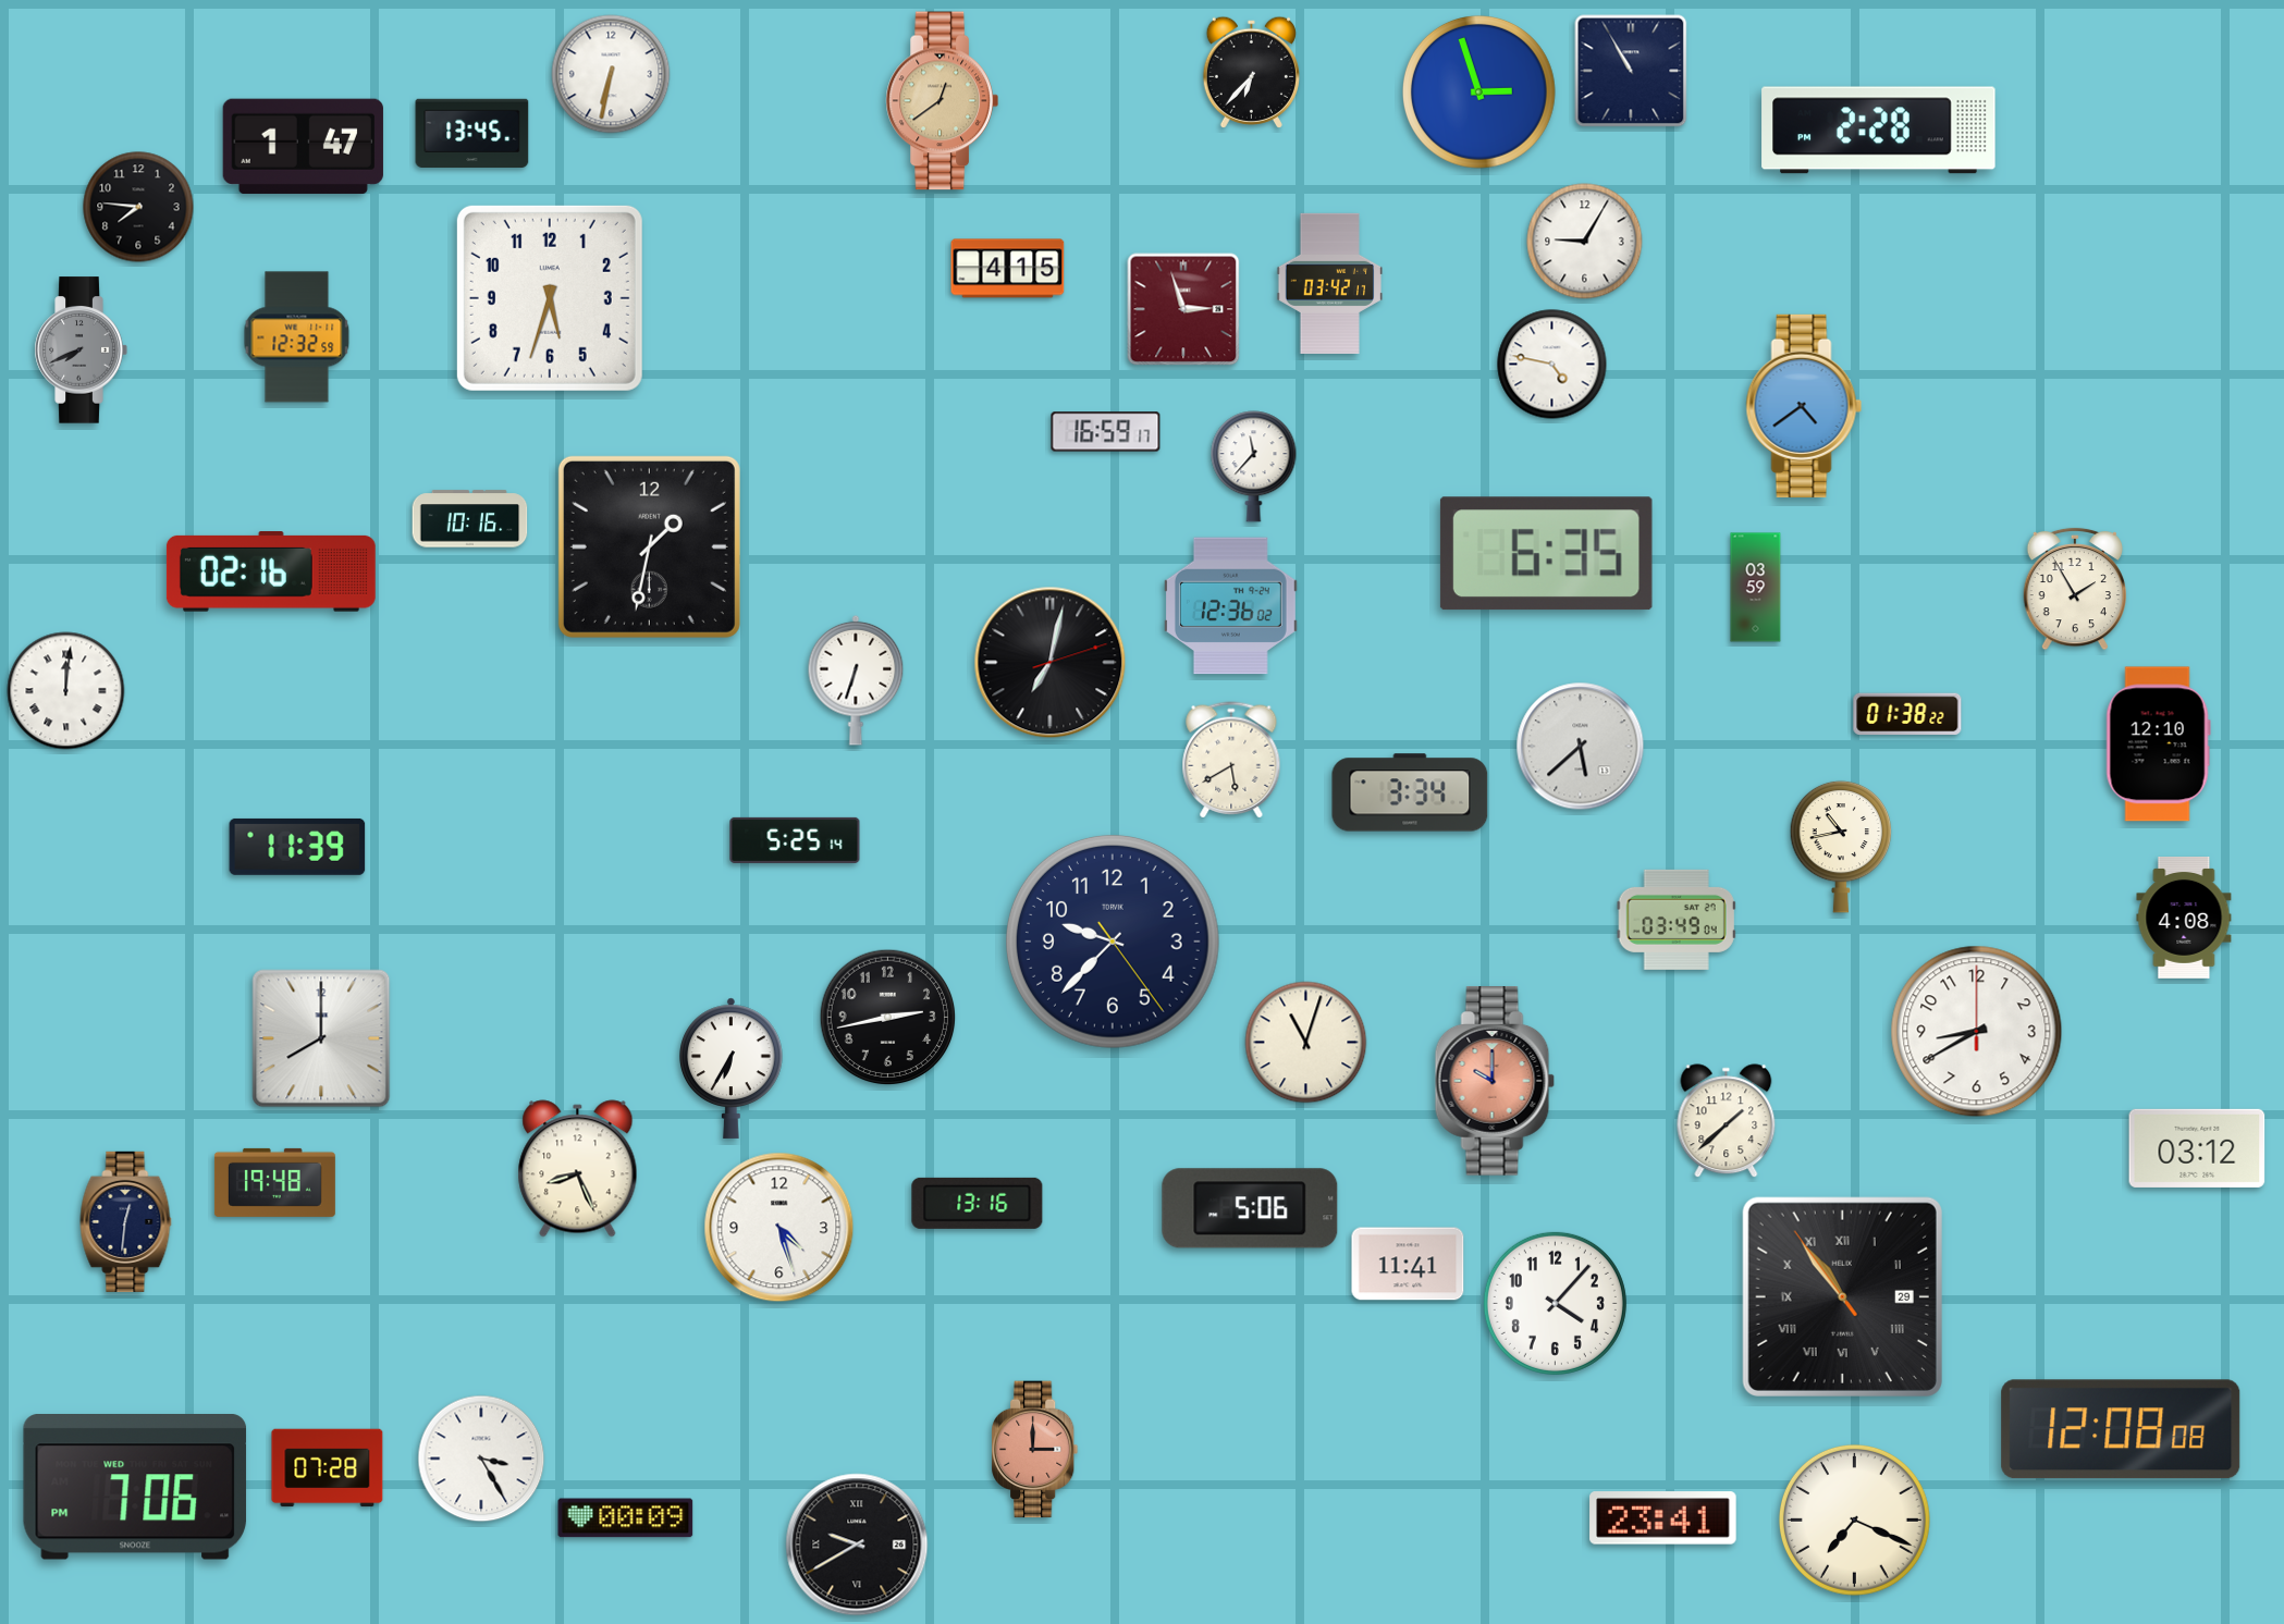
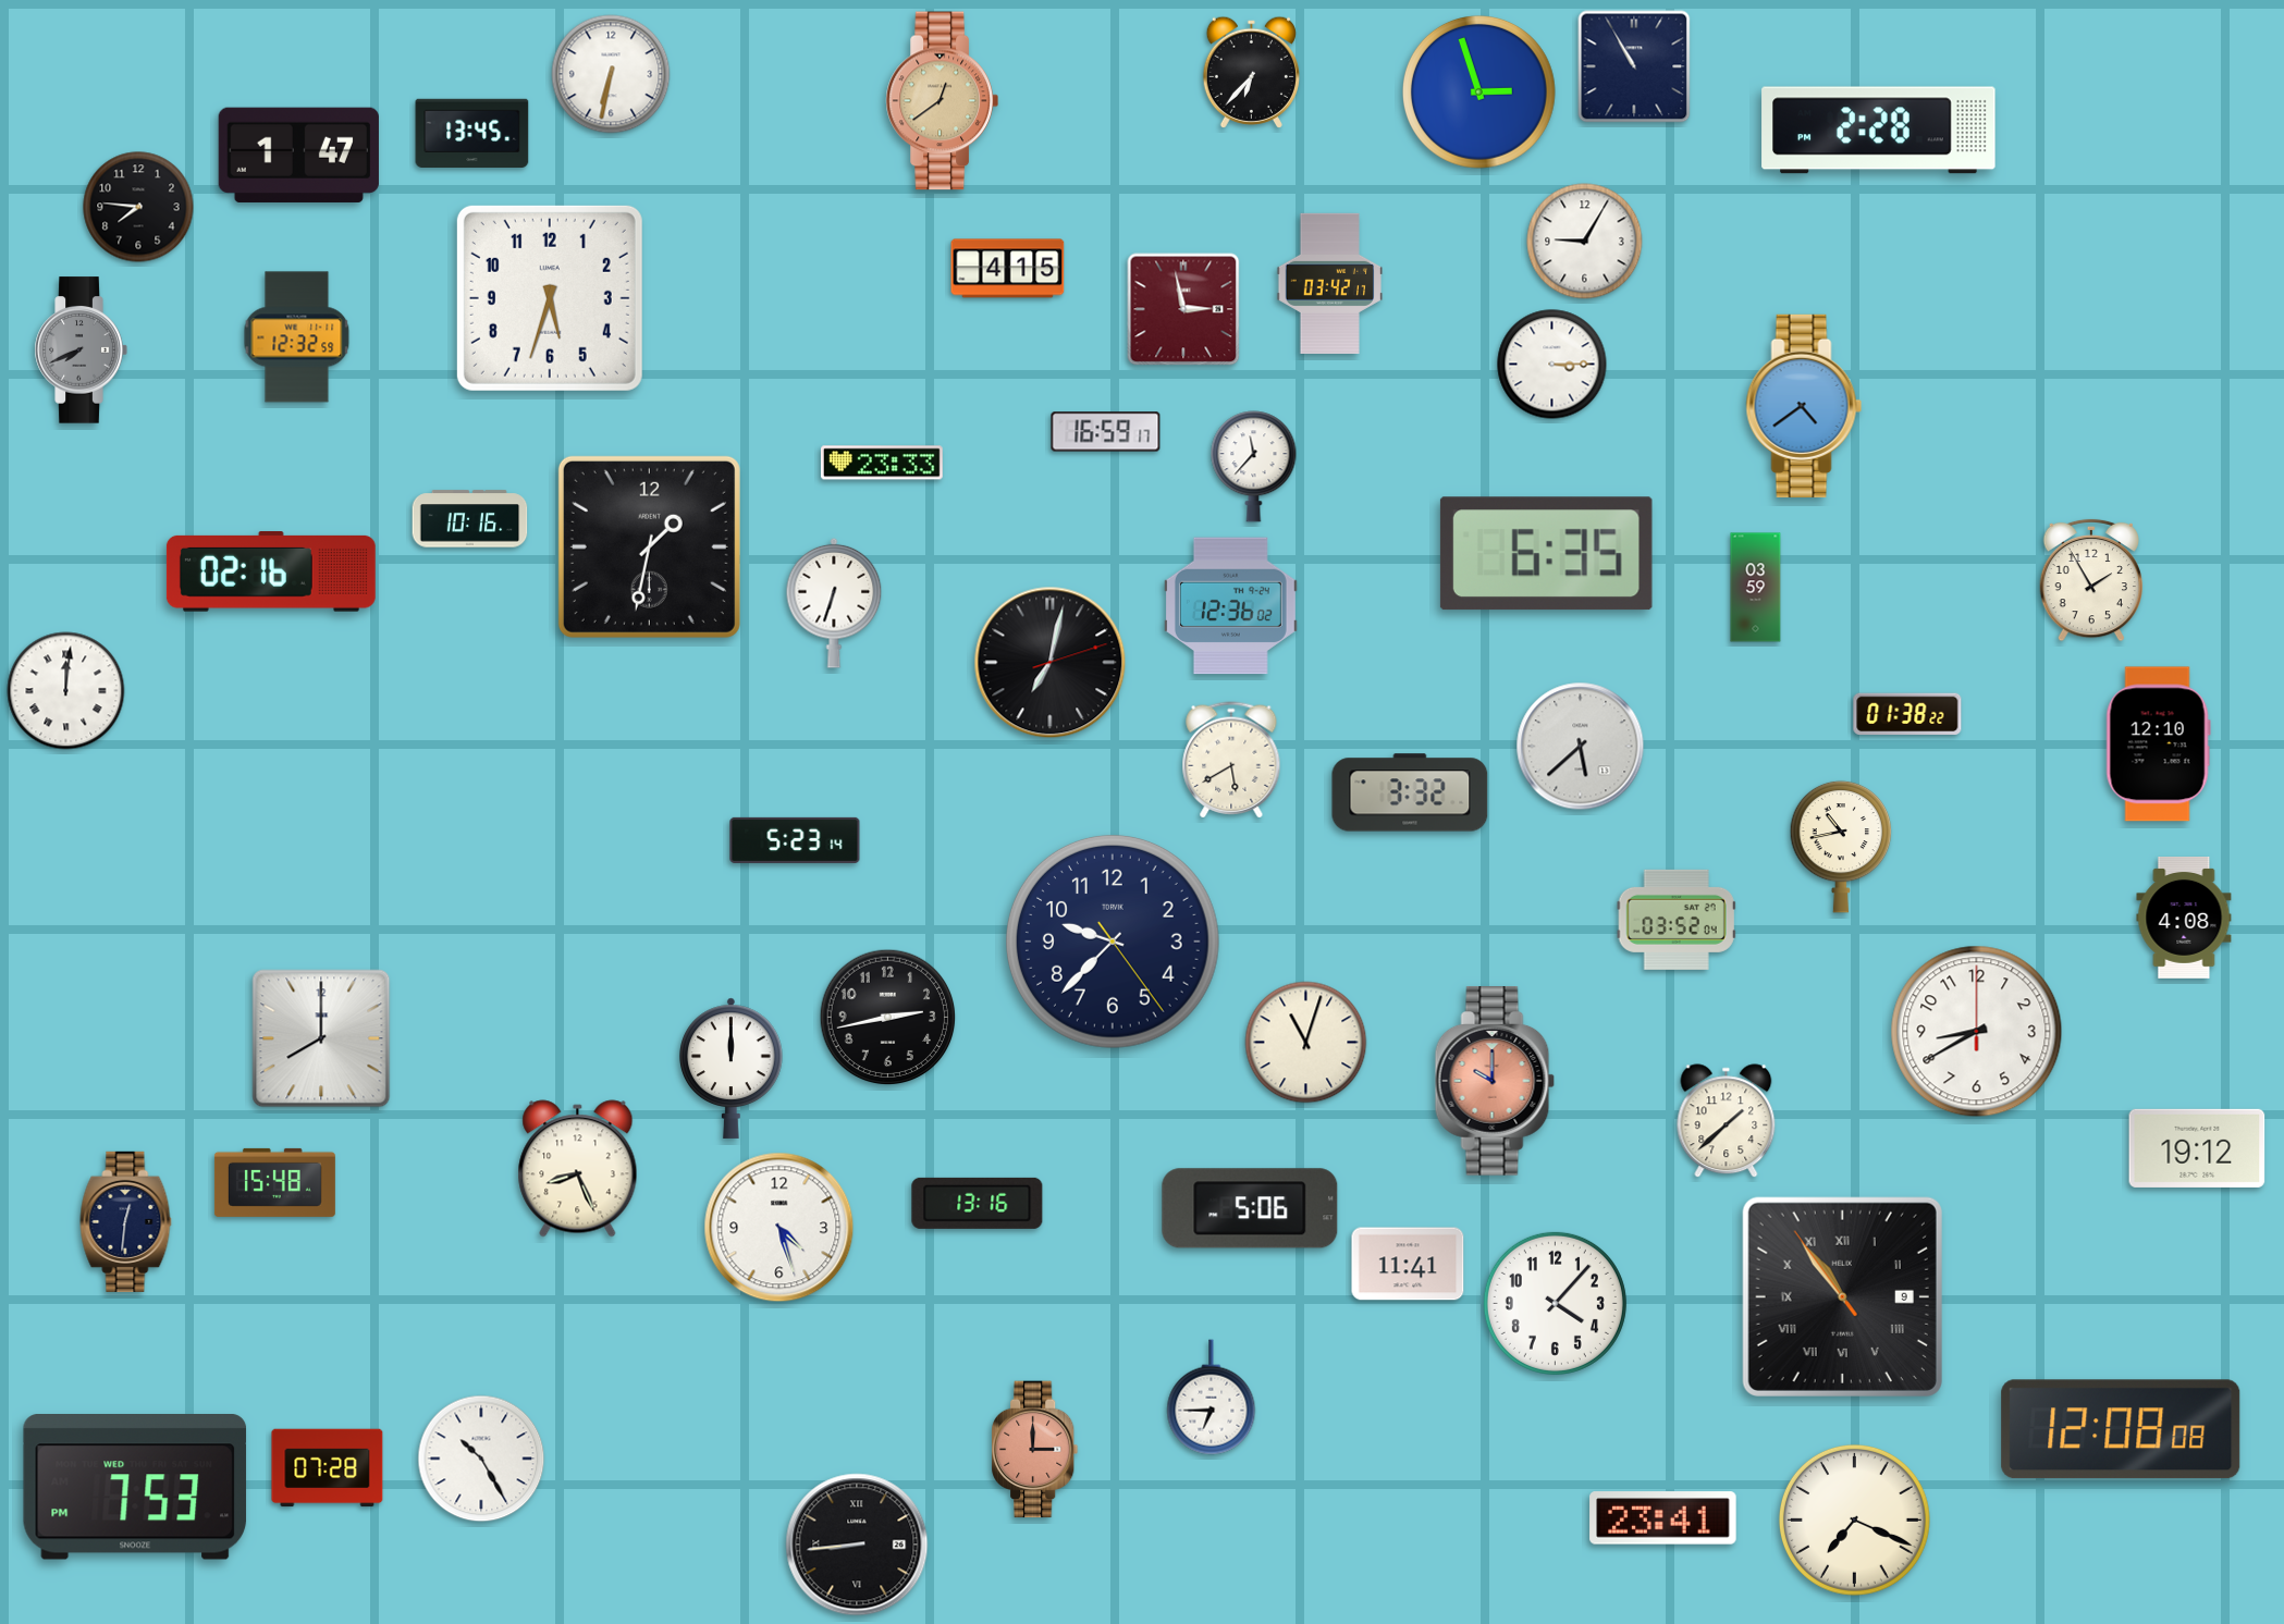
clock at (1631, 71) position: (1631, 71) -> (1634, 66)
clock at (303, 146) position: (303, 146) -> (298, 155)
clock at (1183, 309): 2:57 -> 2:58
clock at (1552, 365): 4:47 -> 3:15
clock at (882, 463): none -> 23:33
clock at (2074, 589) position: (2074, 589) -> (2090, 580)
clock at (856, 680) position: (856, 680) -> (834, 603)
clock at (1410, 792): 3:34 -> 3:32
clock at (795, 840): 5:25 -> 5:23
clock at (297, 847): 11:39 -> none
clock at (1677, 920): 03:49 -> 03:52
clock at (732, 1068): 6:35 -> 12:00
clock at (2197, 1148): 03:12 -> 19:12
clock at (274, 1182): 19:48 -> 15:48
clock at (1842, 1296) date: 29 -> 9
clock at (1212, 1398): none -> 6:45
clock at (481, 1459): 3:25 -> 10:25
clock at (135, 1488): 7:06 -> 7:53
clock at (626, 1518): 00:09 -> none
clock at (857, 1545): 9:40 -> 8:44
